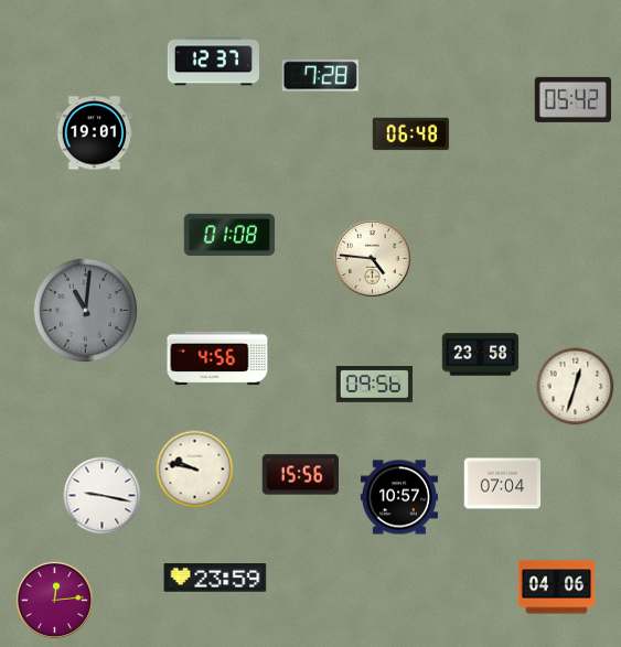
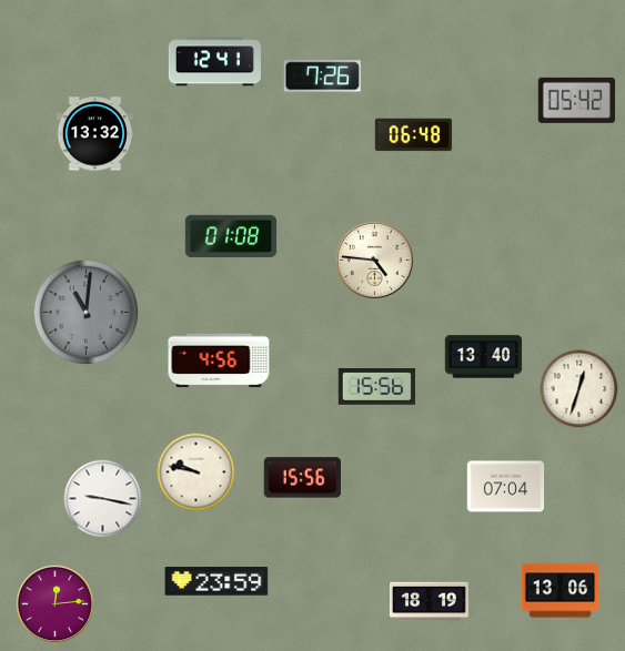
clock at (213, 62): 12:37 -> 12:41
clock at (320, 76): 7:28 -> 7:26
clock at (95, 133): 19:01 -> 13:32
clock at (481, 355): 23:58 -> 13:40
clock at (375, 385): 09:56 -> 15:56
clock at (399, 497): 10:57 -> none
clock at (557, 587): 04:06 -> 13:06
clock at (429, 602): none -> 18:19
